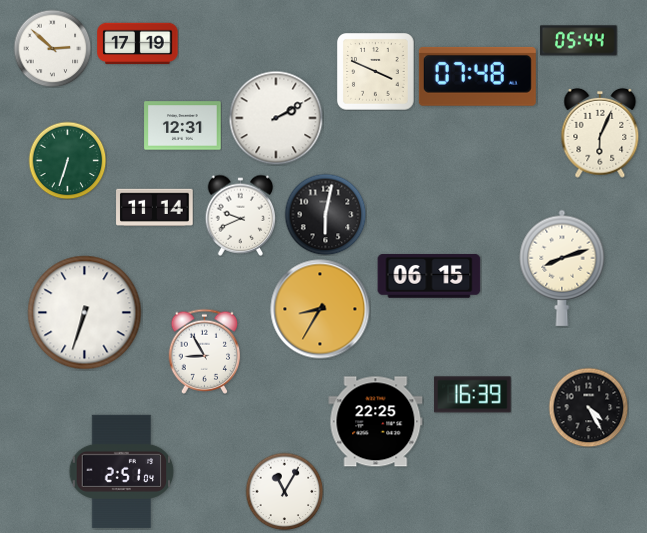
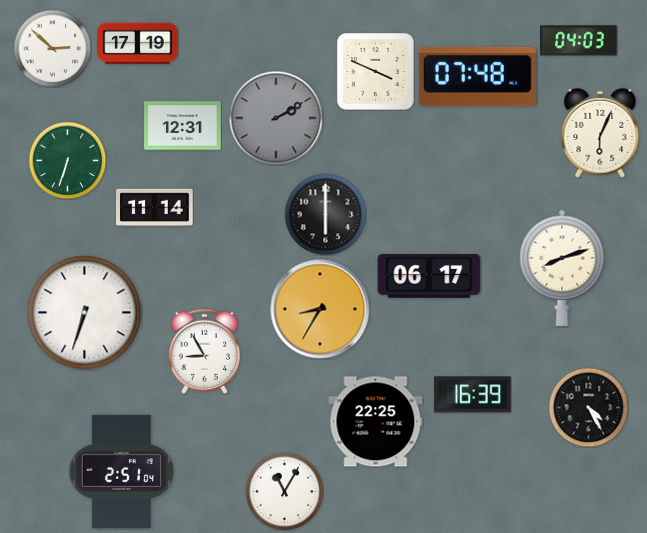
clock at (579, 41): 05:44 -> 04:03
clock at (276, 118) dial: white -> grey
clock at (325, 214): 6:02 -> 6:00
clock at (241, 215): 9:41 -> none
clock at (429, 276): 06:15 -> 06:17
